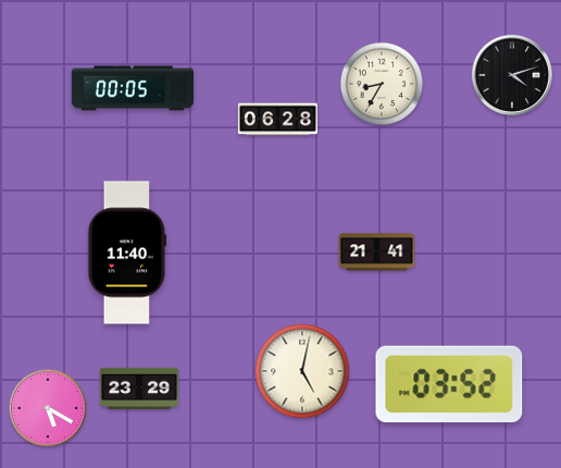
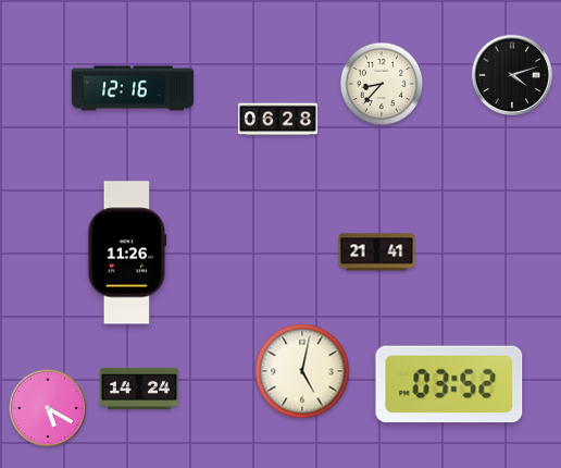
clock at (382, 84): 8:35 -> 8:37
clock at (133, 88): 00:05 -> 12:16
clock at (127, 253): 11:40 -> 11:26
clock at (138, 389): 23:29 -> 14:24
